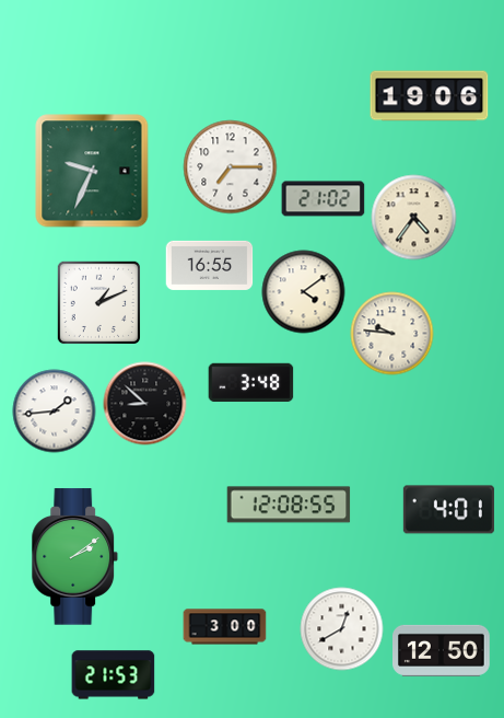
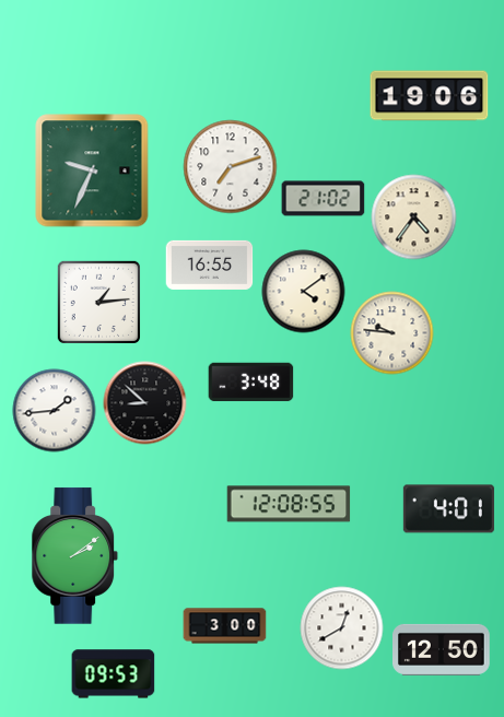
clock at (231, 167): 7:15 -> 7:12
clock at (98, 302): 1:11 -> 1:14
clock at (114, 675): 21:53 -> 09:53
